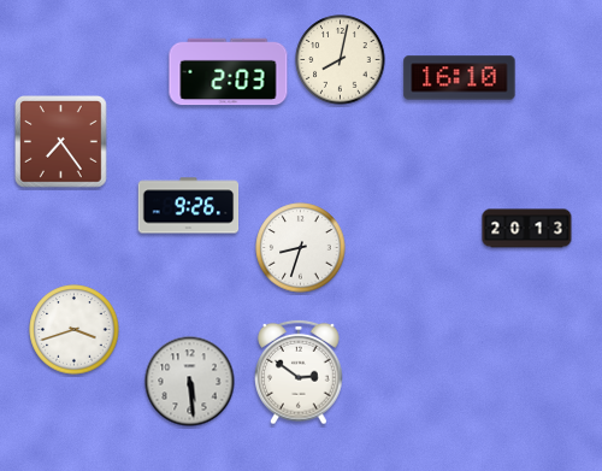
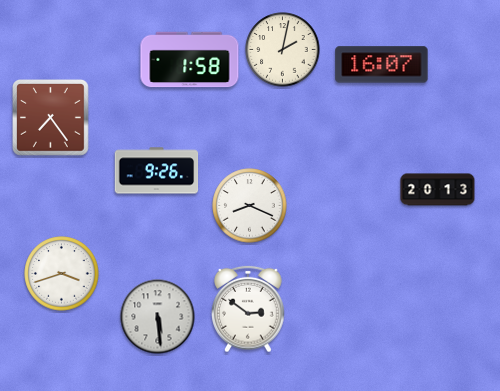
clock at (341, 60): 8:02 -> 2:02
clock at (229, 72): 2:03 -> 1:58
clock at (460, 78): 16:10 -> 16:07
clock at (301, 248): 8:33 -> 8:19
